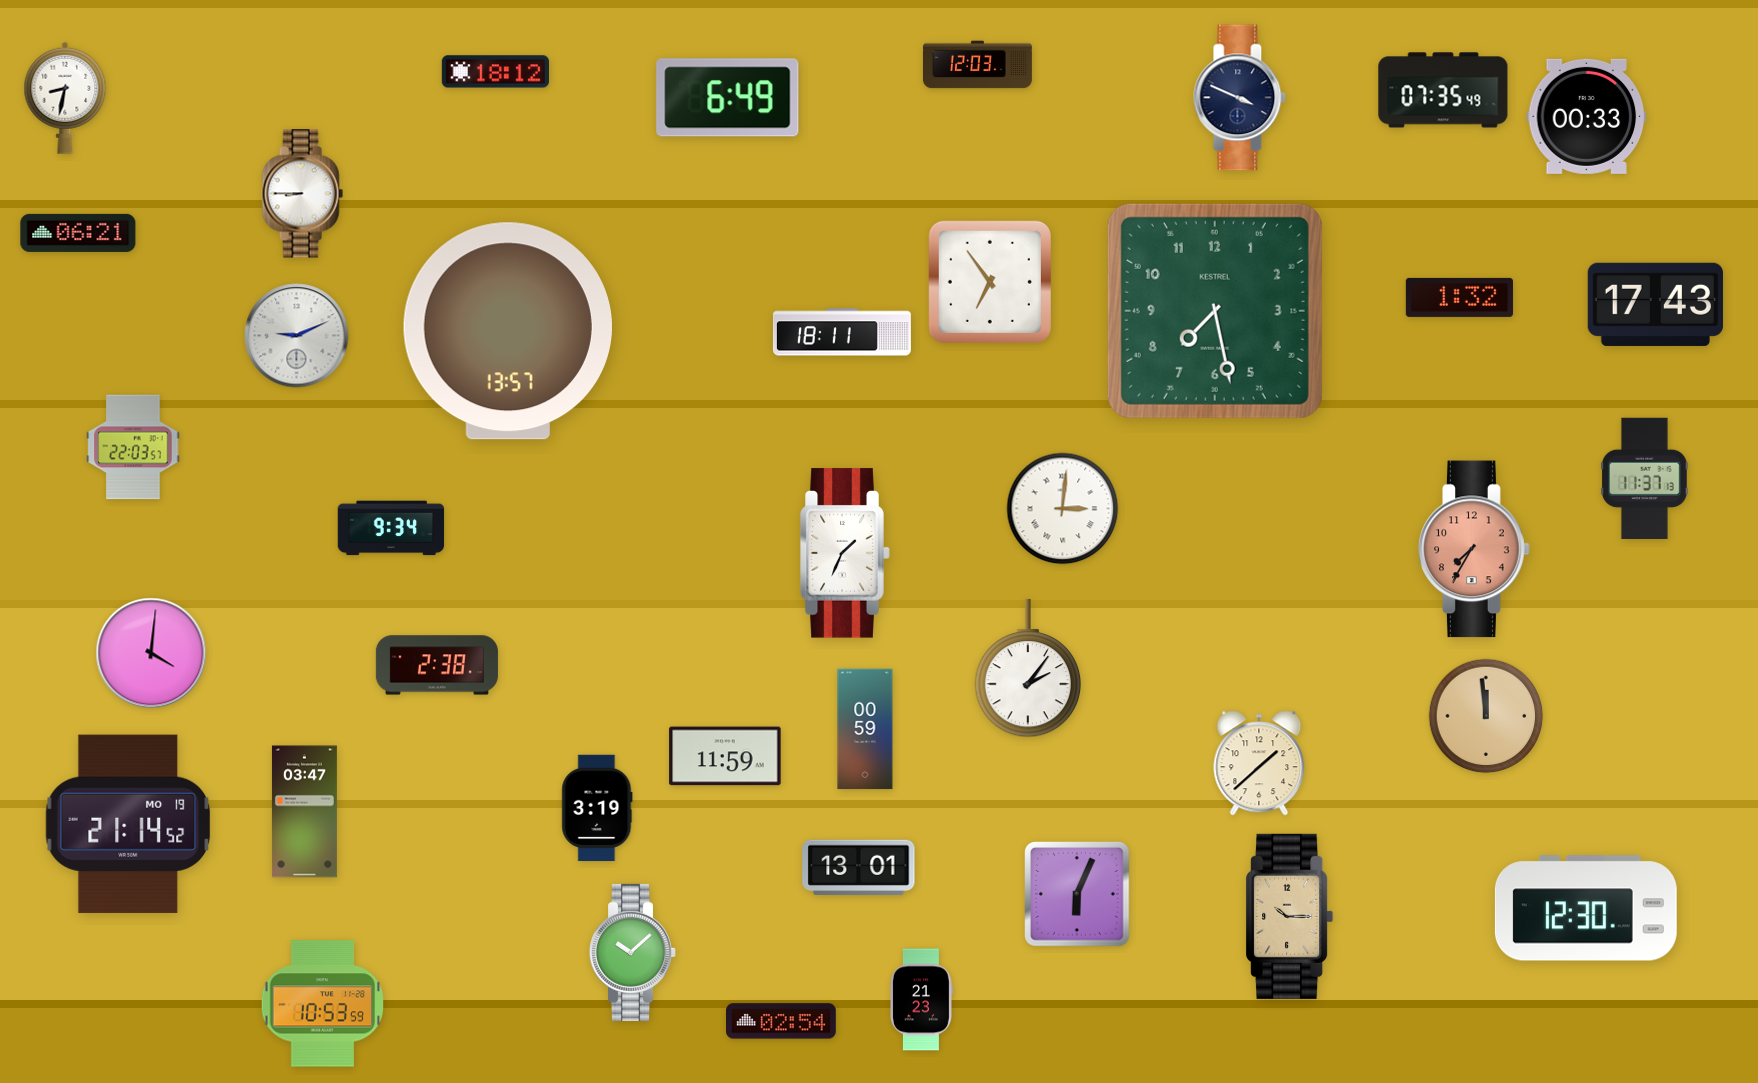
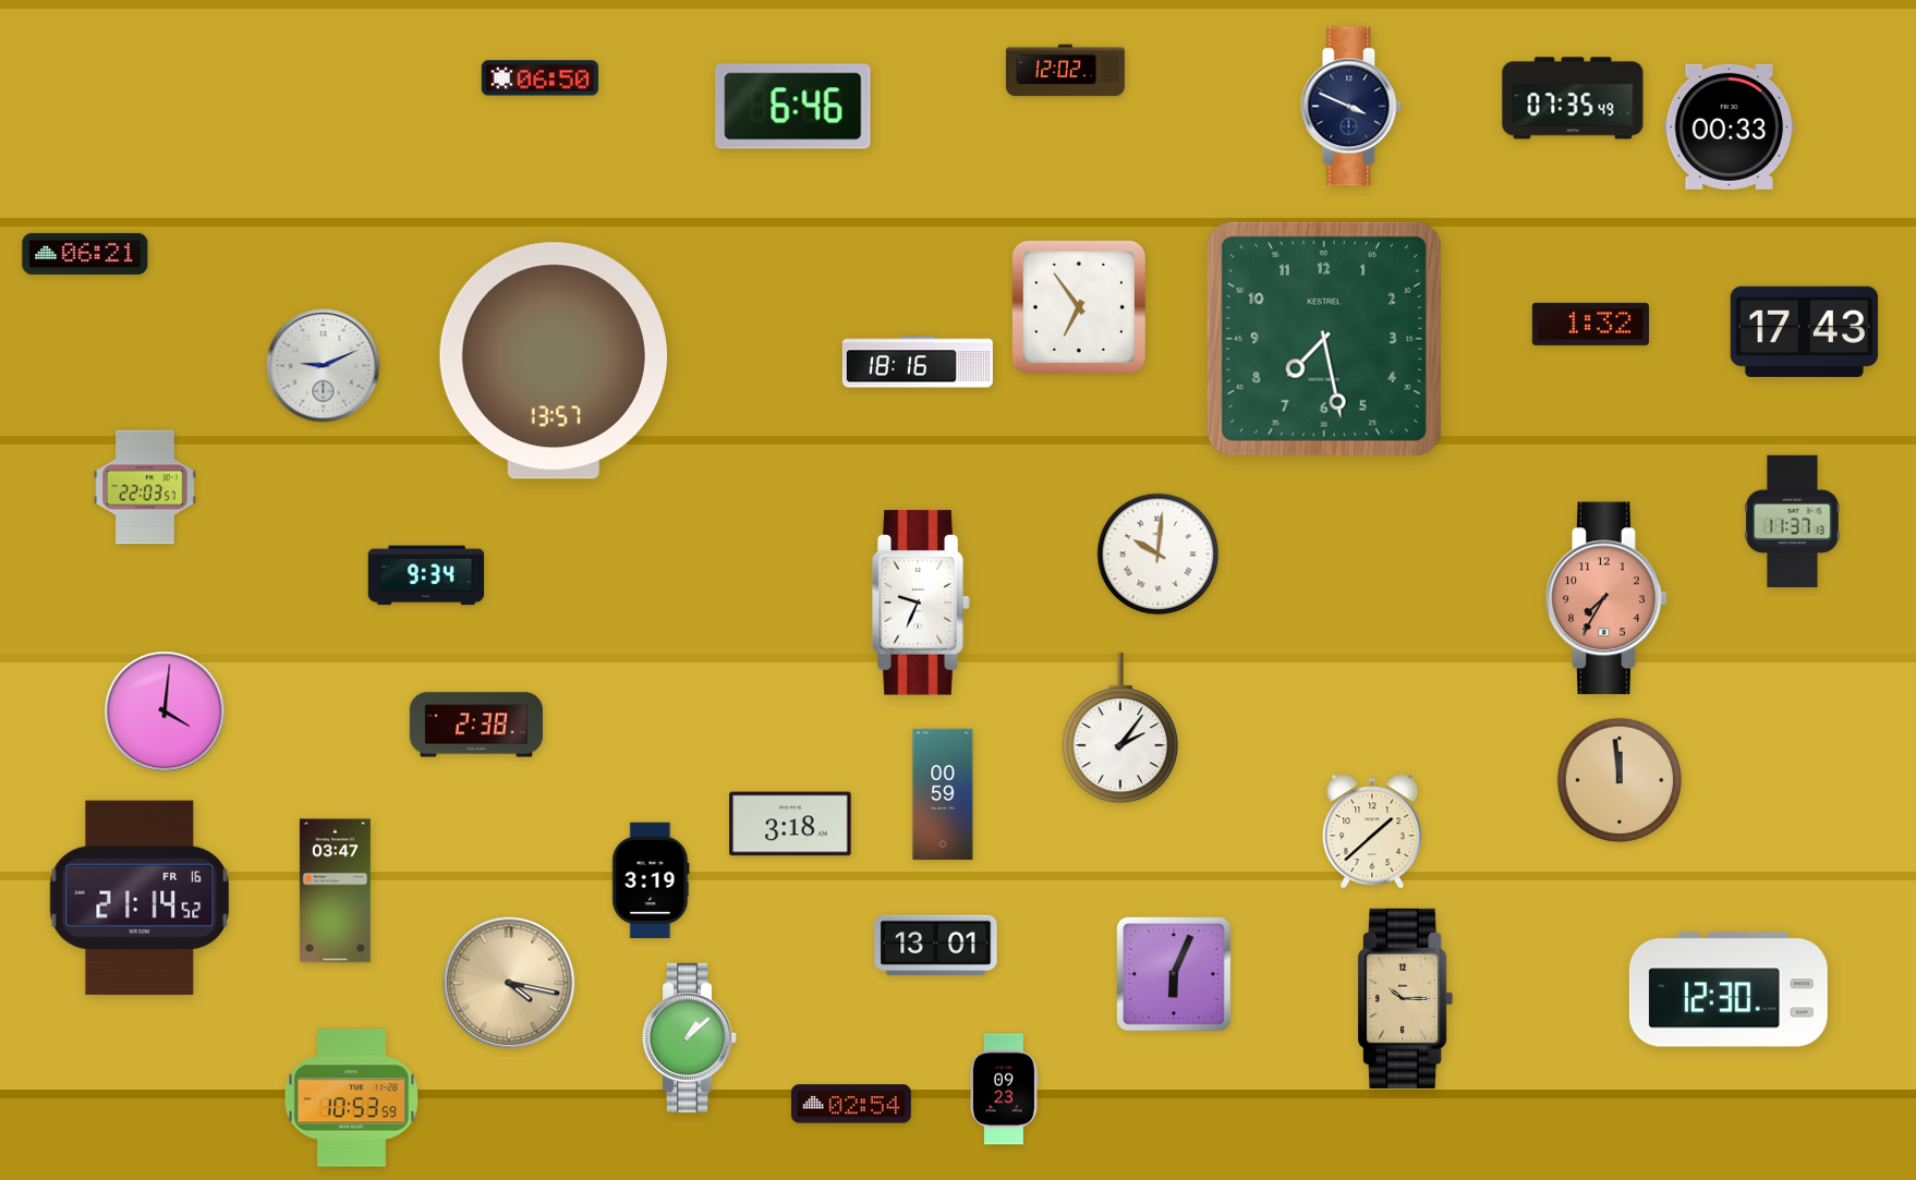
clock at (977, 65): 12:03 -> 12:02
clock at (495, 72): 18:12 -> 06:50
clock at (65, 98): 8:32 -> none
clock at (728, 98): 6:49 -> 6:46
clock at (302, 194): 8:45 -> none
clock at (842, 332): 18:11 -> 18:16
clock at (1063, 509): 3:01 -> 10:01
clock at (845, 553): 1:34 -> 9:34
clock at (725, 756): 11:59 -> 3:18
clock at (304, 812) position: (304, 812) -> (335, 891)
clock at (128, 824) date: MO 19 -> FR 16
clock at (509, 983): none -> 4:17
clock at (632, 952): 10:08 -> 1:08
clock at (922, 1000): 21:23 -> 09:23
clock at (322, 1004) position: (322, 1004) -> (351, 1098)
clock at (782, 1021) position: (782, 1021) -> (852, 1104)
